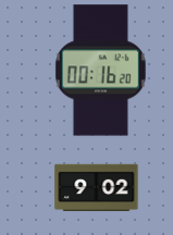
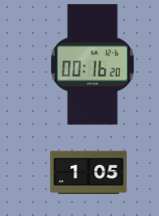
clock at (97, 188): 9:02 -> 1:05
